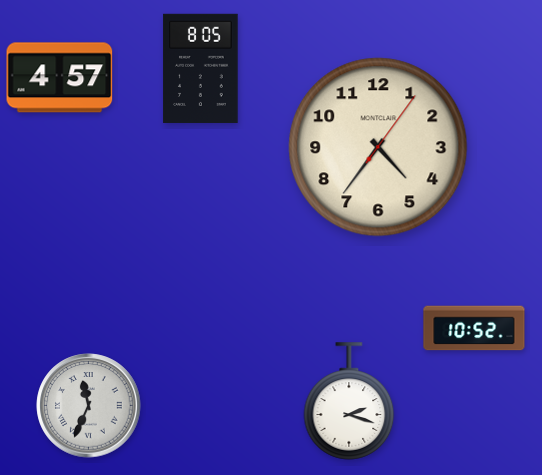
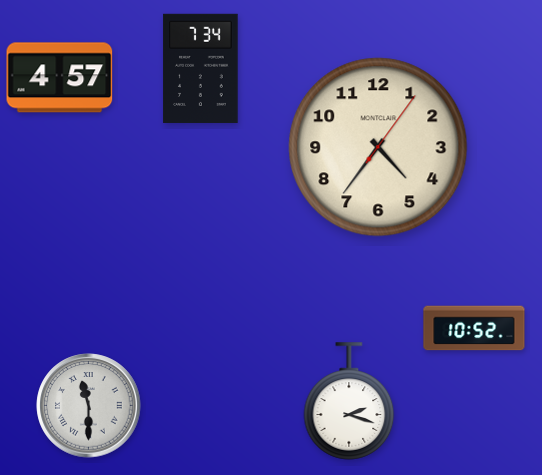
clock at (201, 68): 8:05 -> 7:34
clock at (89, 406): 11:34 -> 11:30
